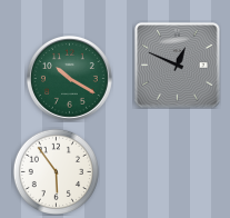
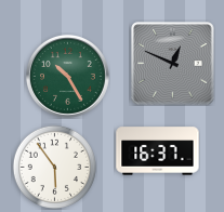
clock at (70, 79): 10:20 -> 10:25
clock at (158, 151): none -> 16:37
